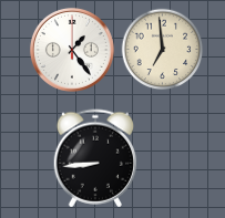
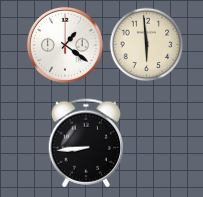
clock at (72, 50): 1:24 -> 1:21
clock at (163, 50): 6:59 -> 5:59
